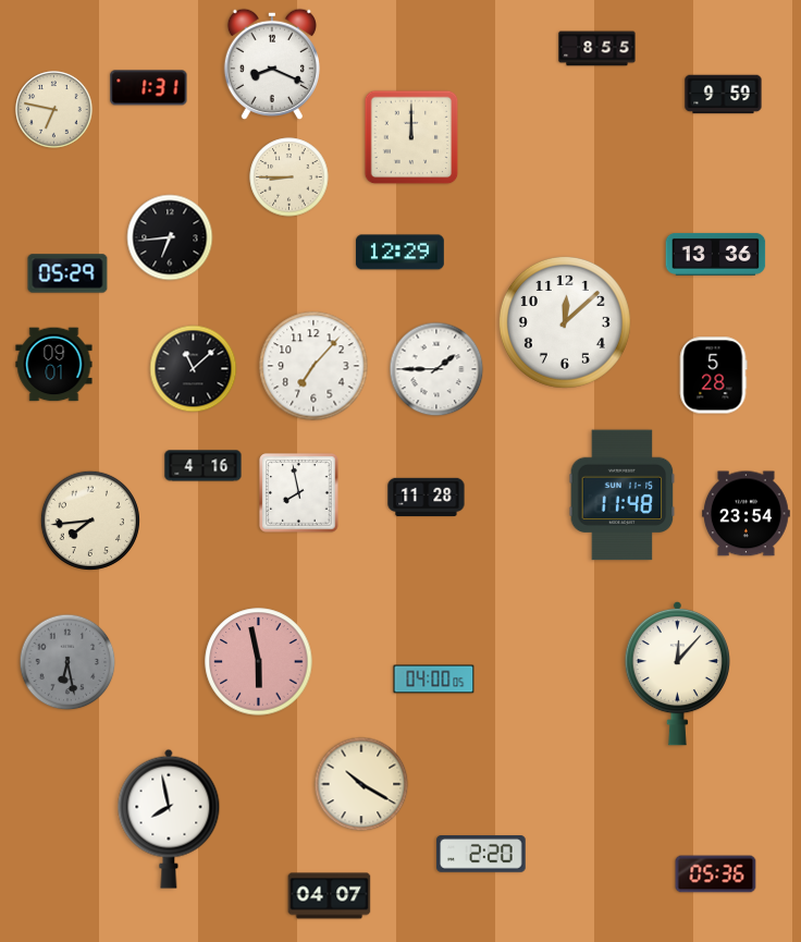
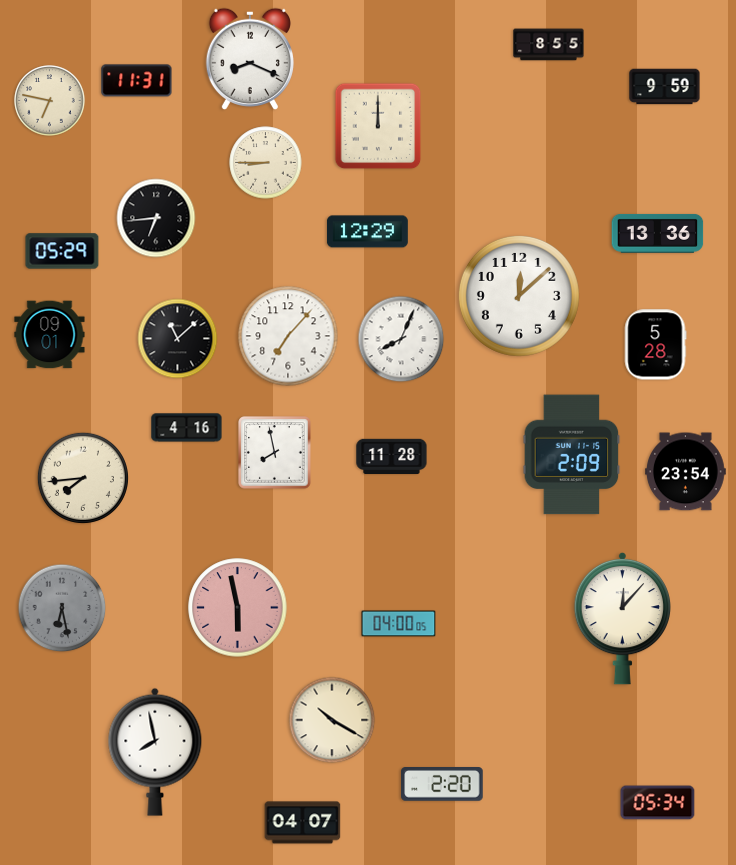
clock at (149, 88): 1:31 -> 11:31
clock at (436, 369): 1:45 -> 8:04
clock at (623, 496): 11:48 -> 2:09
clock at (716, 874): 05:36 -> 05:34
